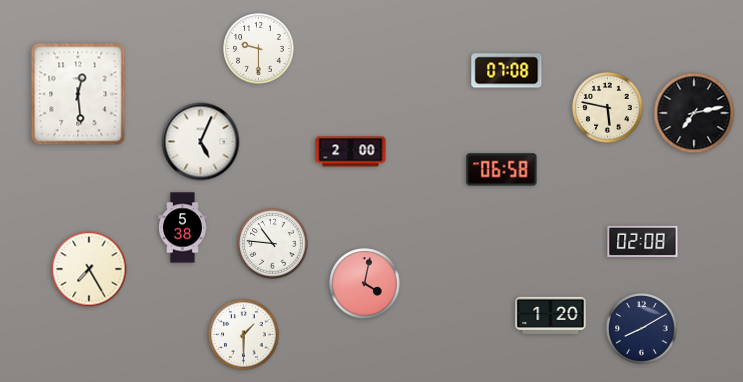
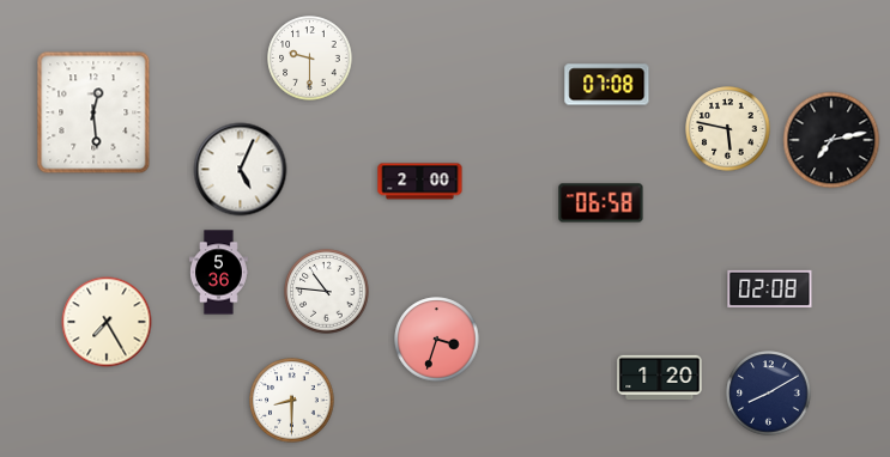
clock at (694, 113) position: (694, 113) -> (831, 140)
clock at (183, 228): 5:38 -> 5:36
clock at (365, 284): 4:02 -> 3:33
clock at (244, 335): 1:30 -> 8:30
